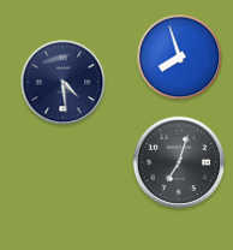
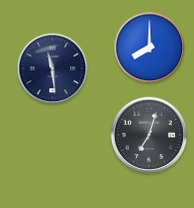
clock at (180, 58): 7:57 -> 8:00
clock at (64, 83): 4:29 -> 11:29
